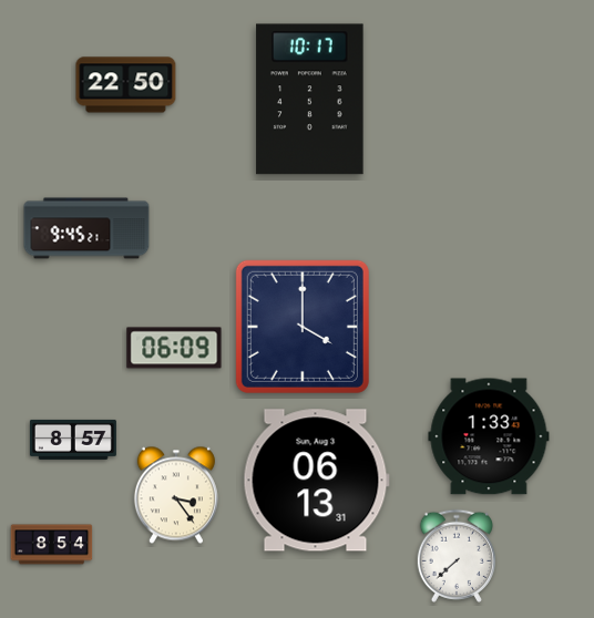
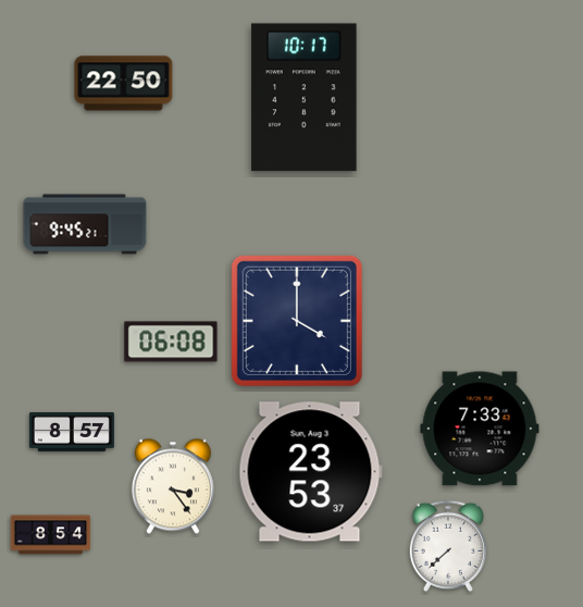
clock at (174, 348): 06:09 -> 06:08
clock at (489, 436): 1:33 -> 7:33
clock at (316, 481): 06:13 -> 23:53
